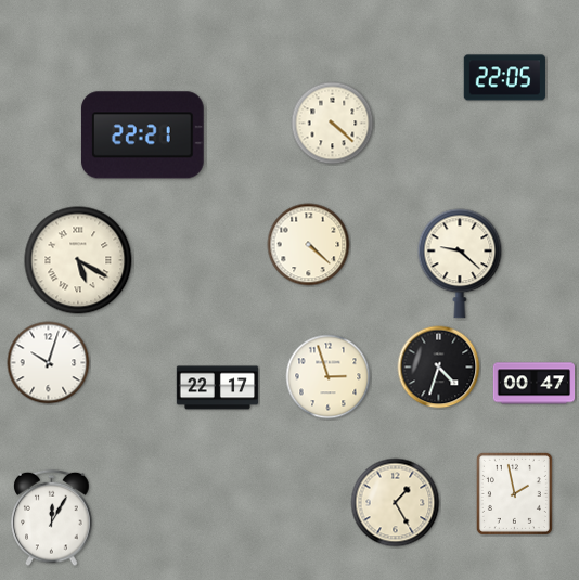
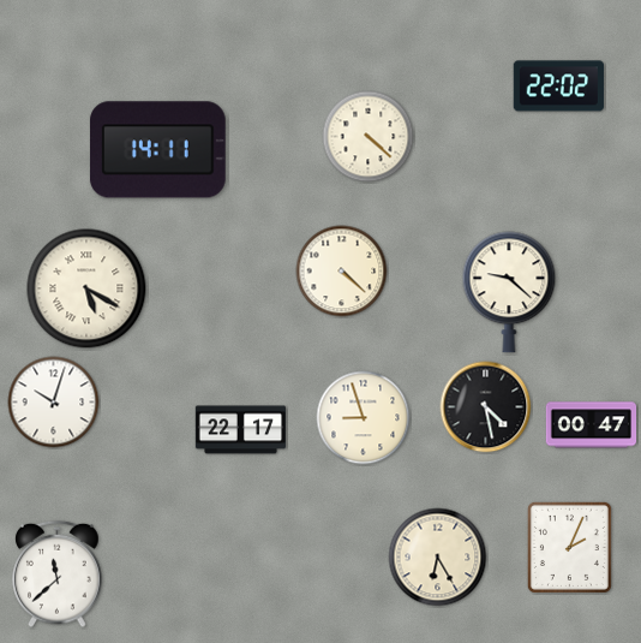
clock at (504, 78): 22:05 -> 22:02
clock at (142, 136): 22:21 -> 14:11
clock at (439, 368): 4:33 -> 4:28
clock at (329, 377): 2:57 -> 8:57
clock at (514, 493): 1:58 -> 2:04
clock at (396, 503): 1:25 -> 6:25
clock at (52, 518): 12:05 -> 11:38
